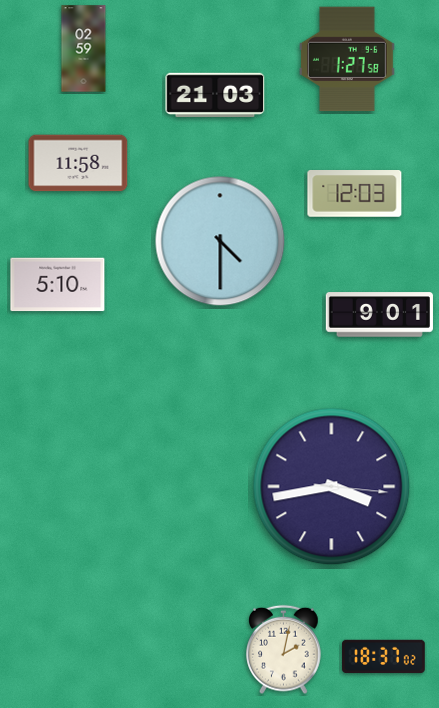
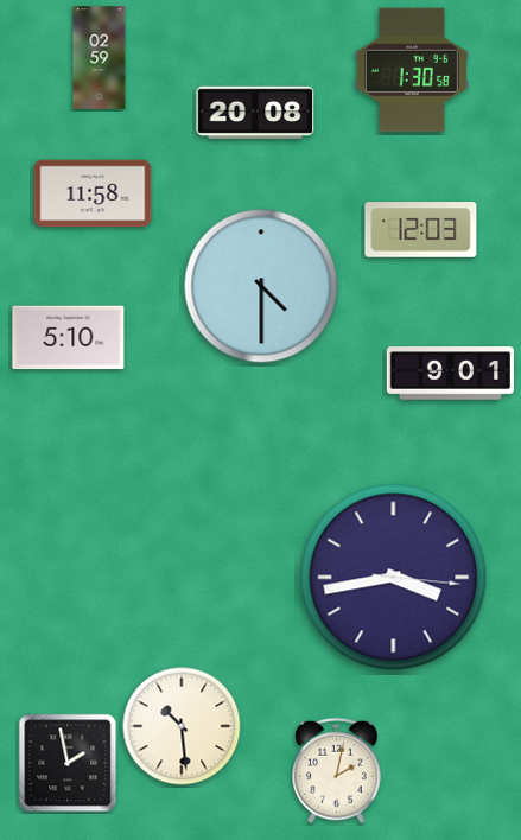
clock at (347, 59): 1:27 -> 1:30
clock at (215, 95): 21:03 -> 20:08
clock at (182, 726): none -> 10:29
clock at (68, 763): none -> 1:58
clock at (384, 657): 18:37 -> none
